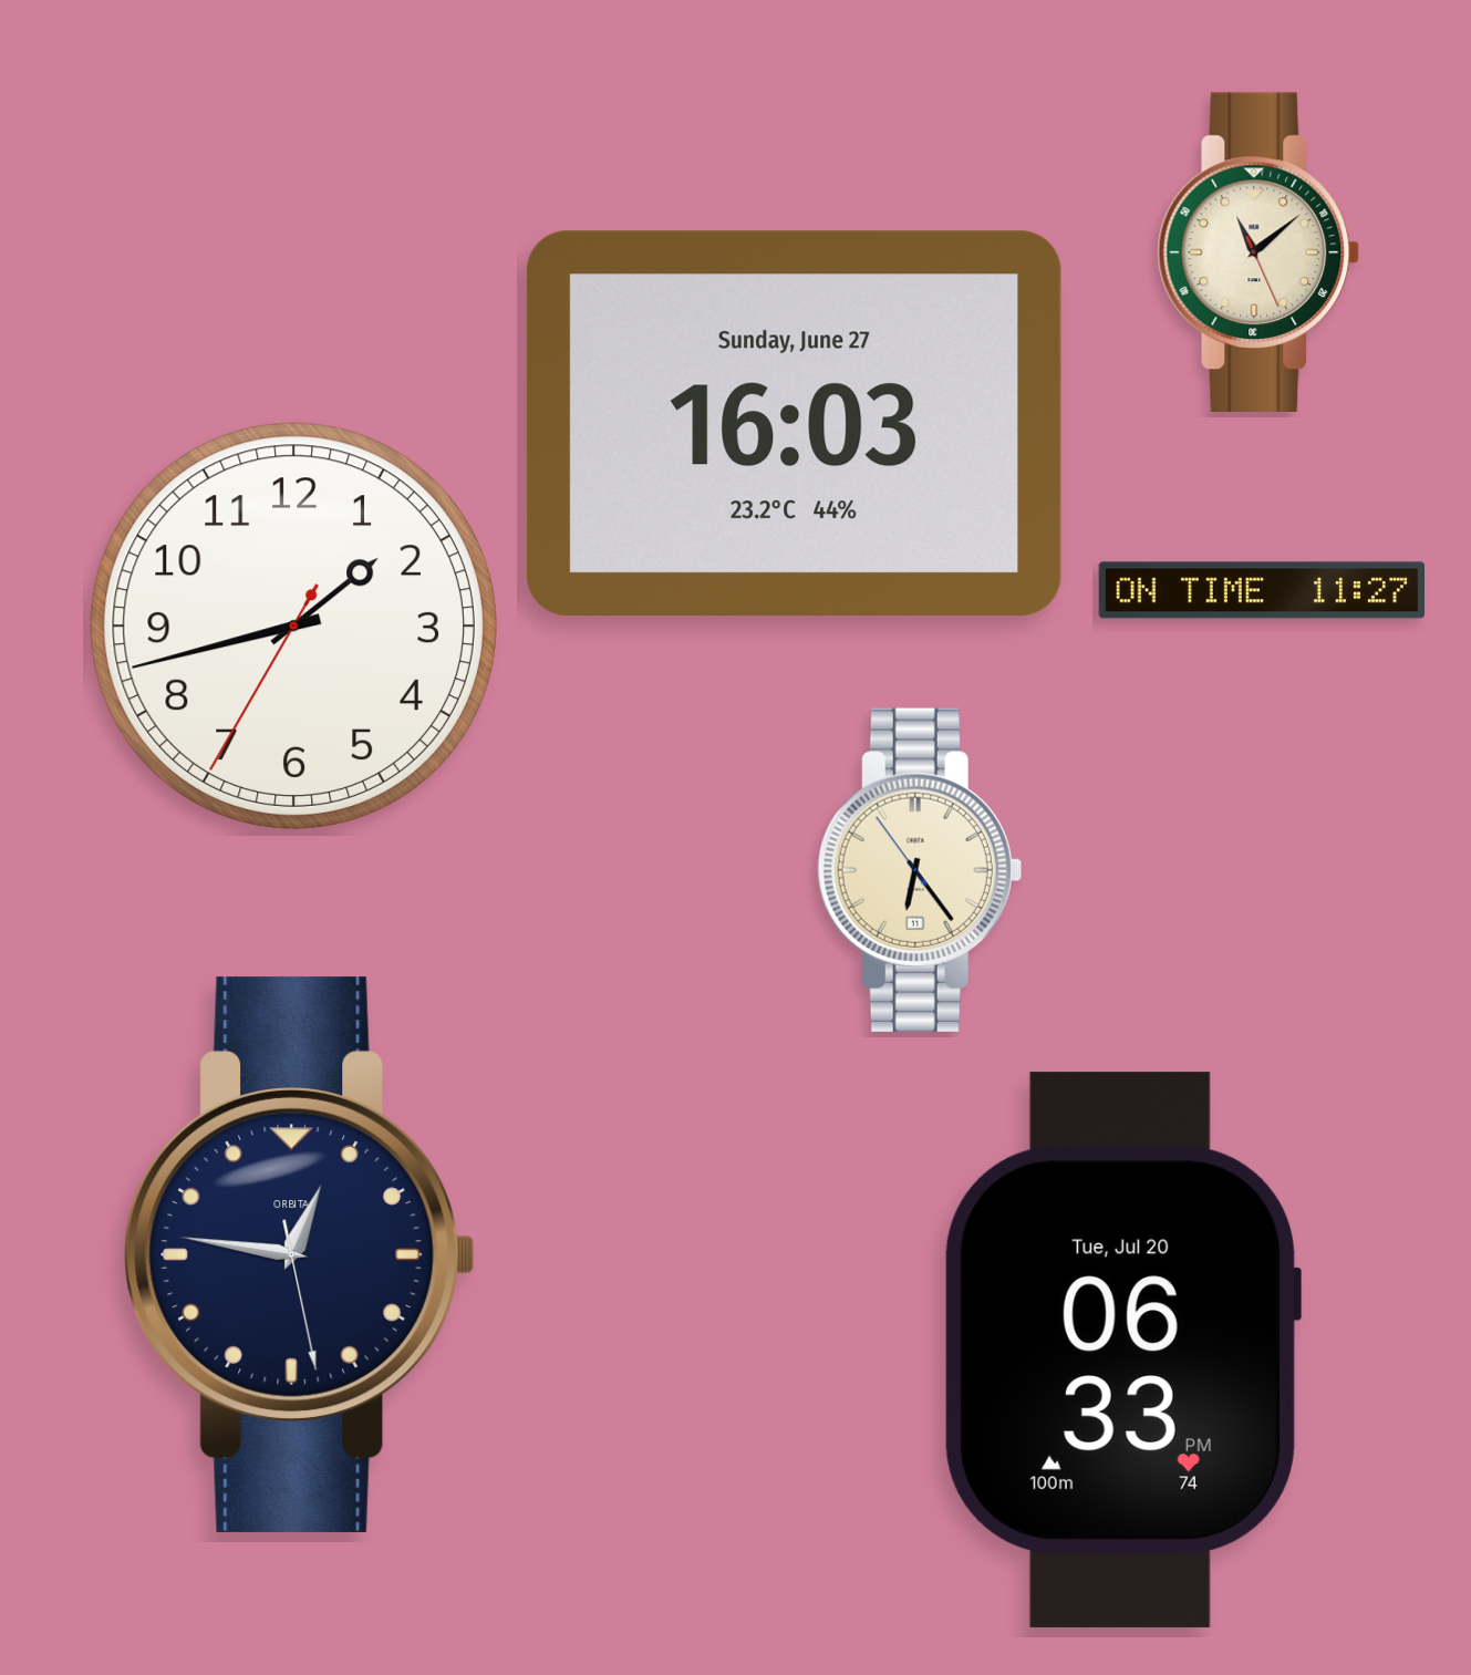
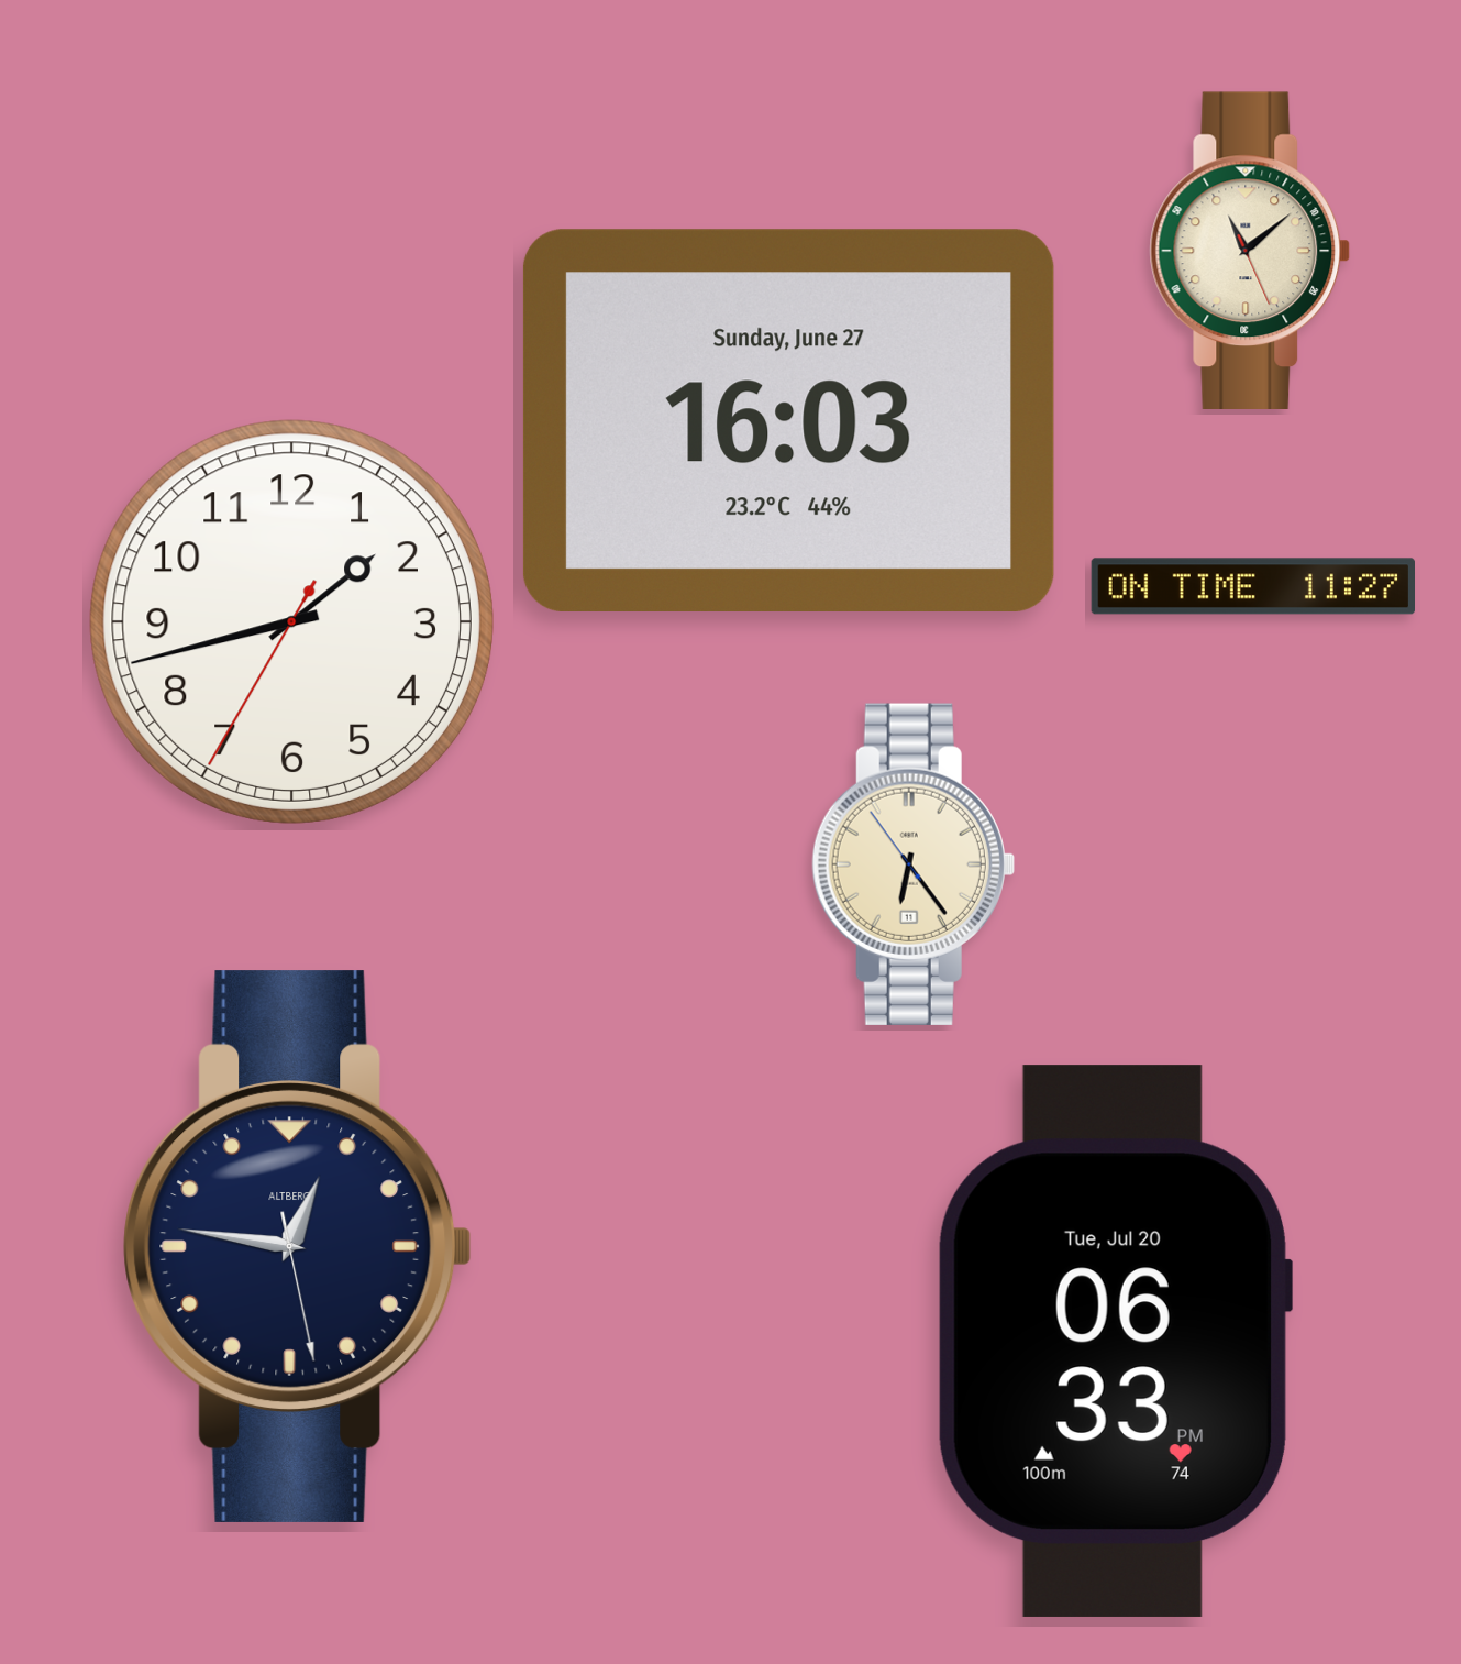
clock at (299, 1254) brand: ORBITA -> ALTBERG
